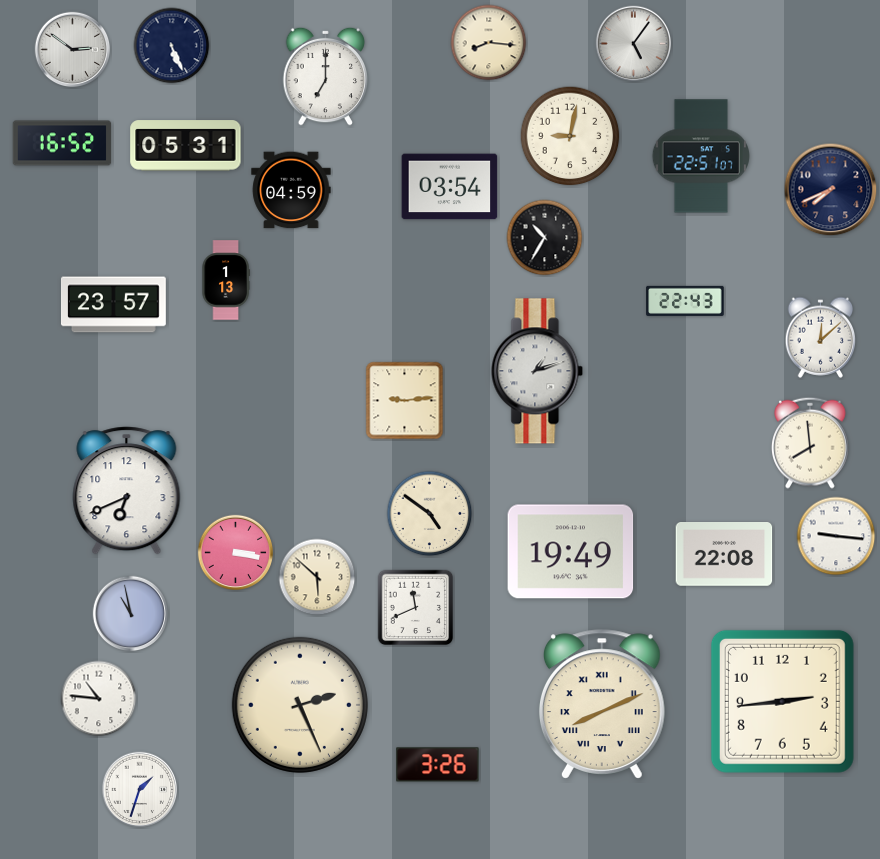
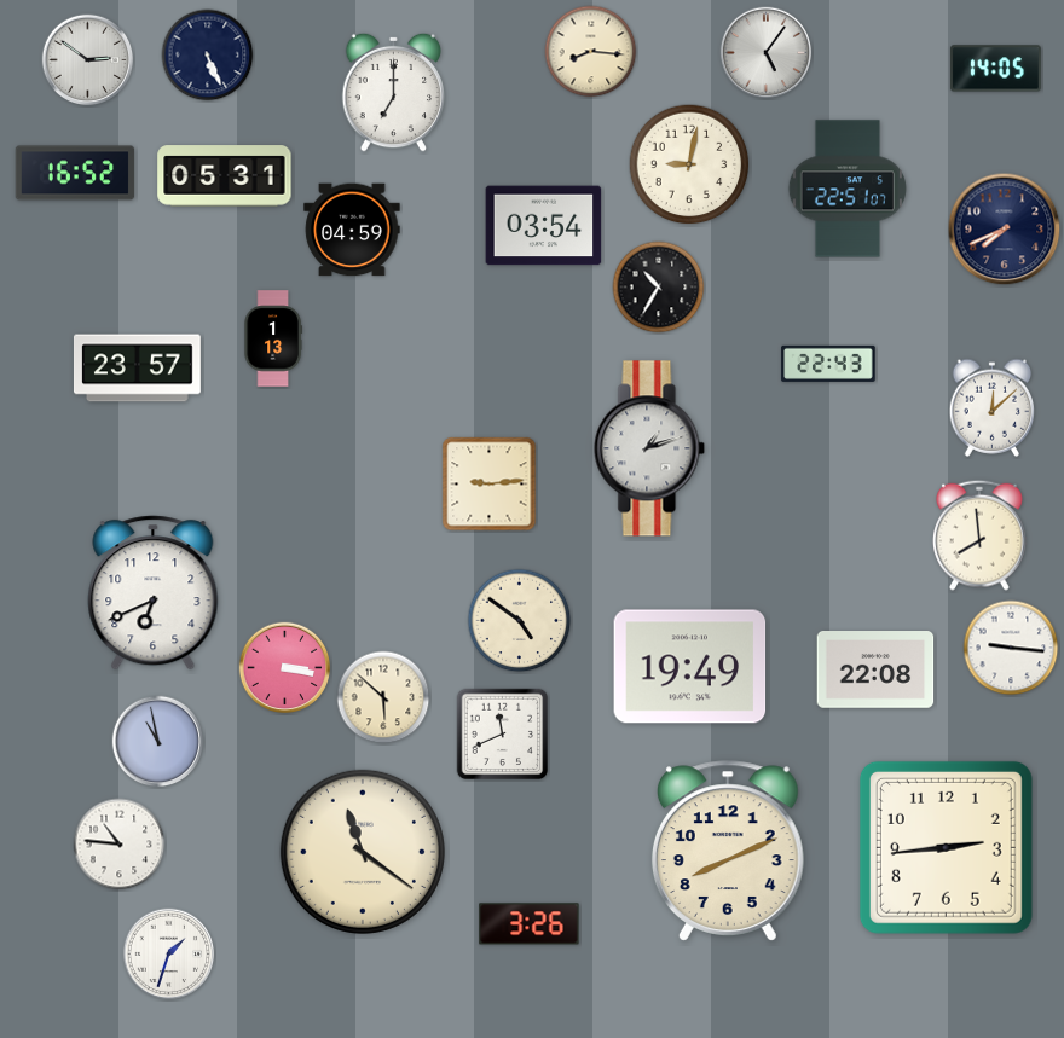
clock at (995, 69): none -> 14:05
clock at (602, 704) numerals: Roman -> Arabic
clock at (300, 705): 2:26 -> 11:21
